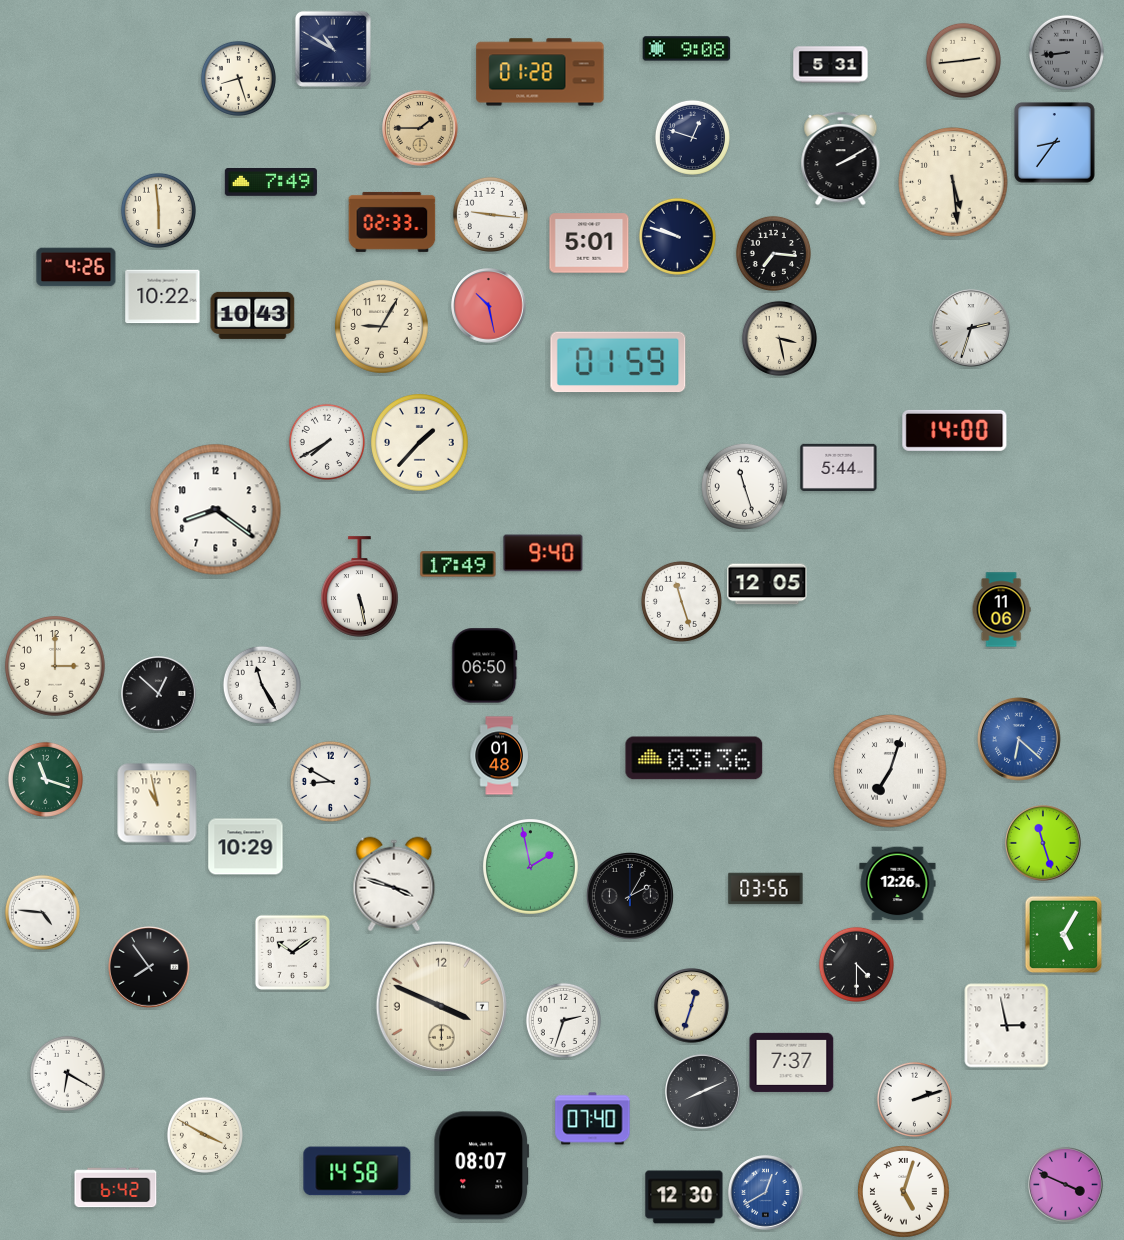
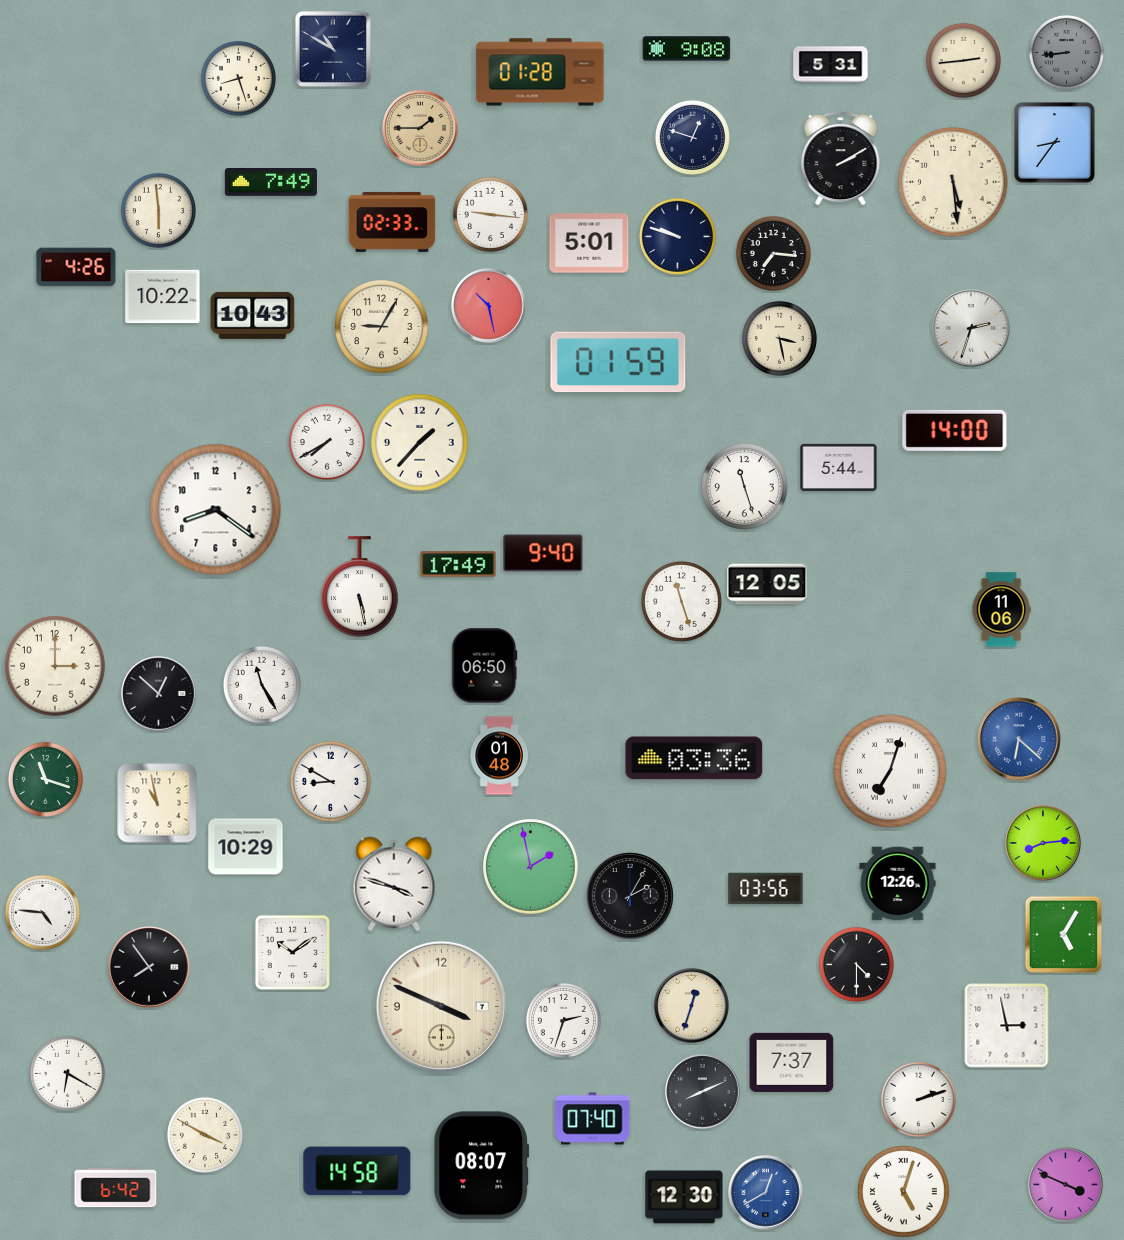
clock at (1043, 843): 11:27 -> 8:14
clock at (914, 1099) position: (914, 1099) -> (918, 1099)
